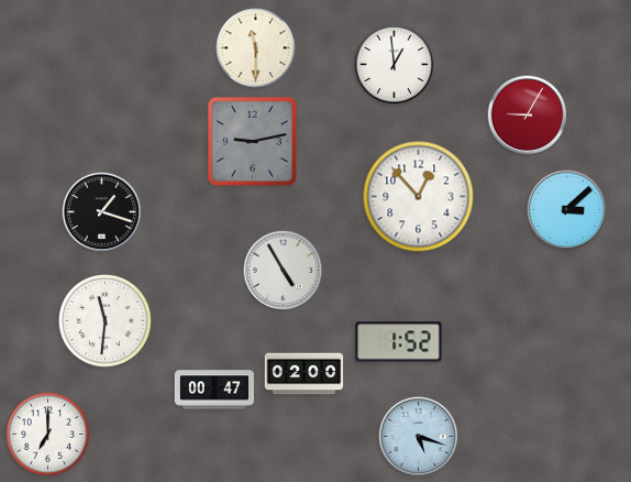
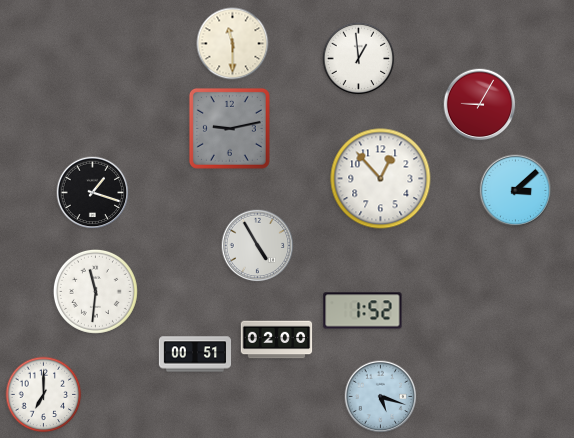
clock at (213, 390): 00:47 -> 00:51
